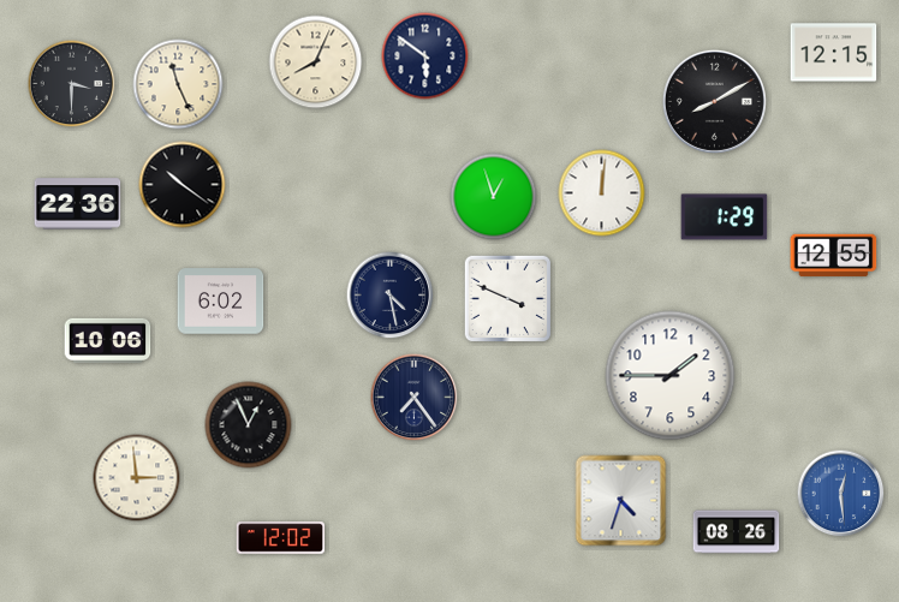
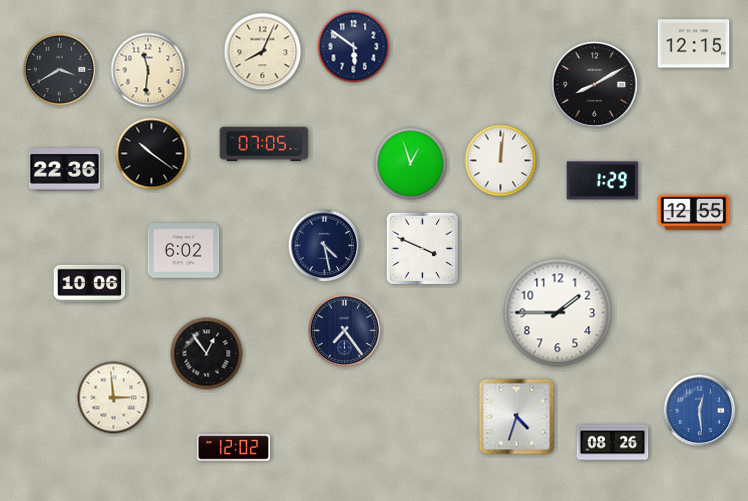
clock at (72, 84): 3:30 -> 3:40
clock at (178, 84): 11:26 -> 11:31
clock at (264, 144): none -> 07:05
clock at (249, 425): 12:56 -> 12:54
